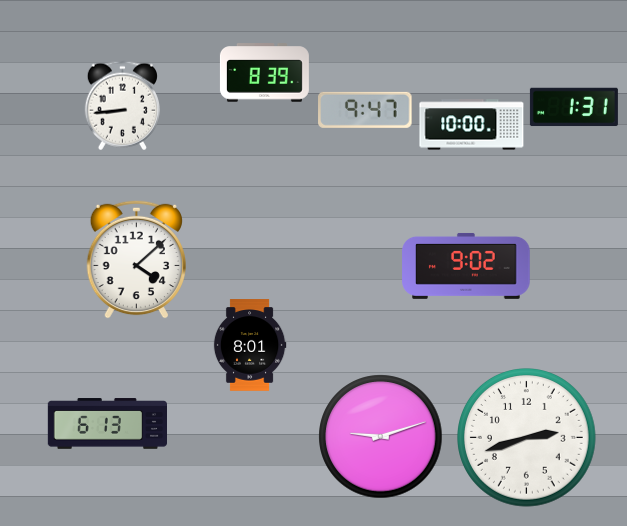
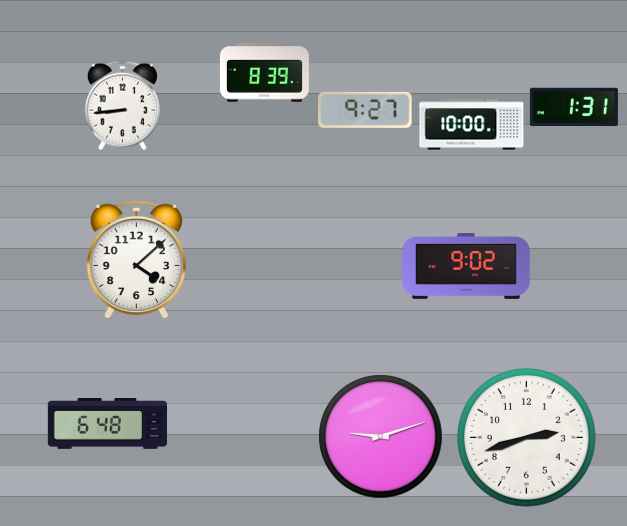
clock at (365, 110): 9:47 -> 9:27
clock at (250, 345): 8:01 -> none
clock at (107, 424): 6:13 -> 6:48
